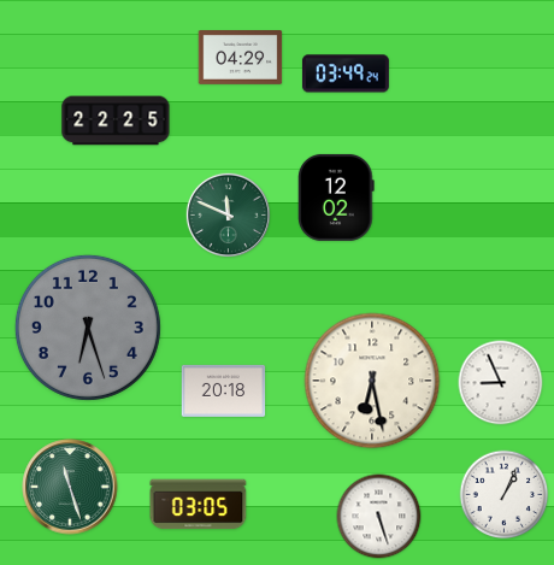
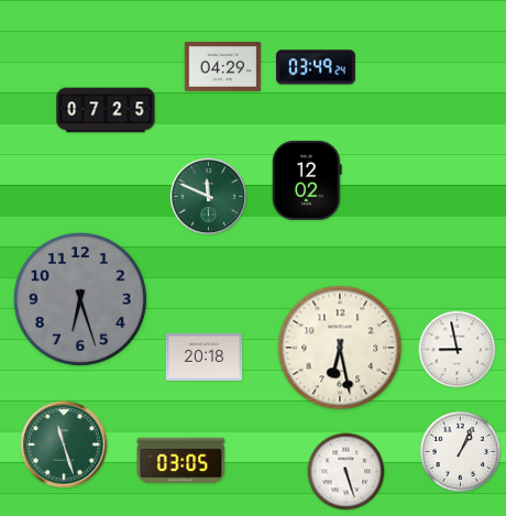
clock at (241, 58) position: (241, 58) -> (223, 67)
clock at (116, 120): 22:25 -> 07:25
clock at (501, 383): 8:56 -> 8:58
